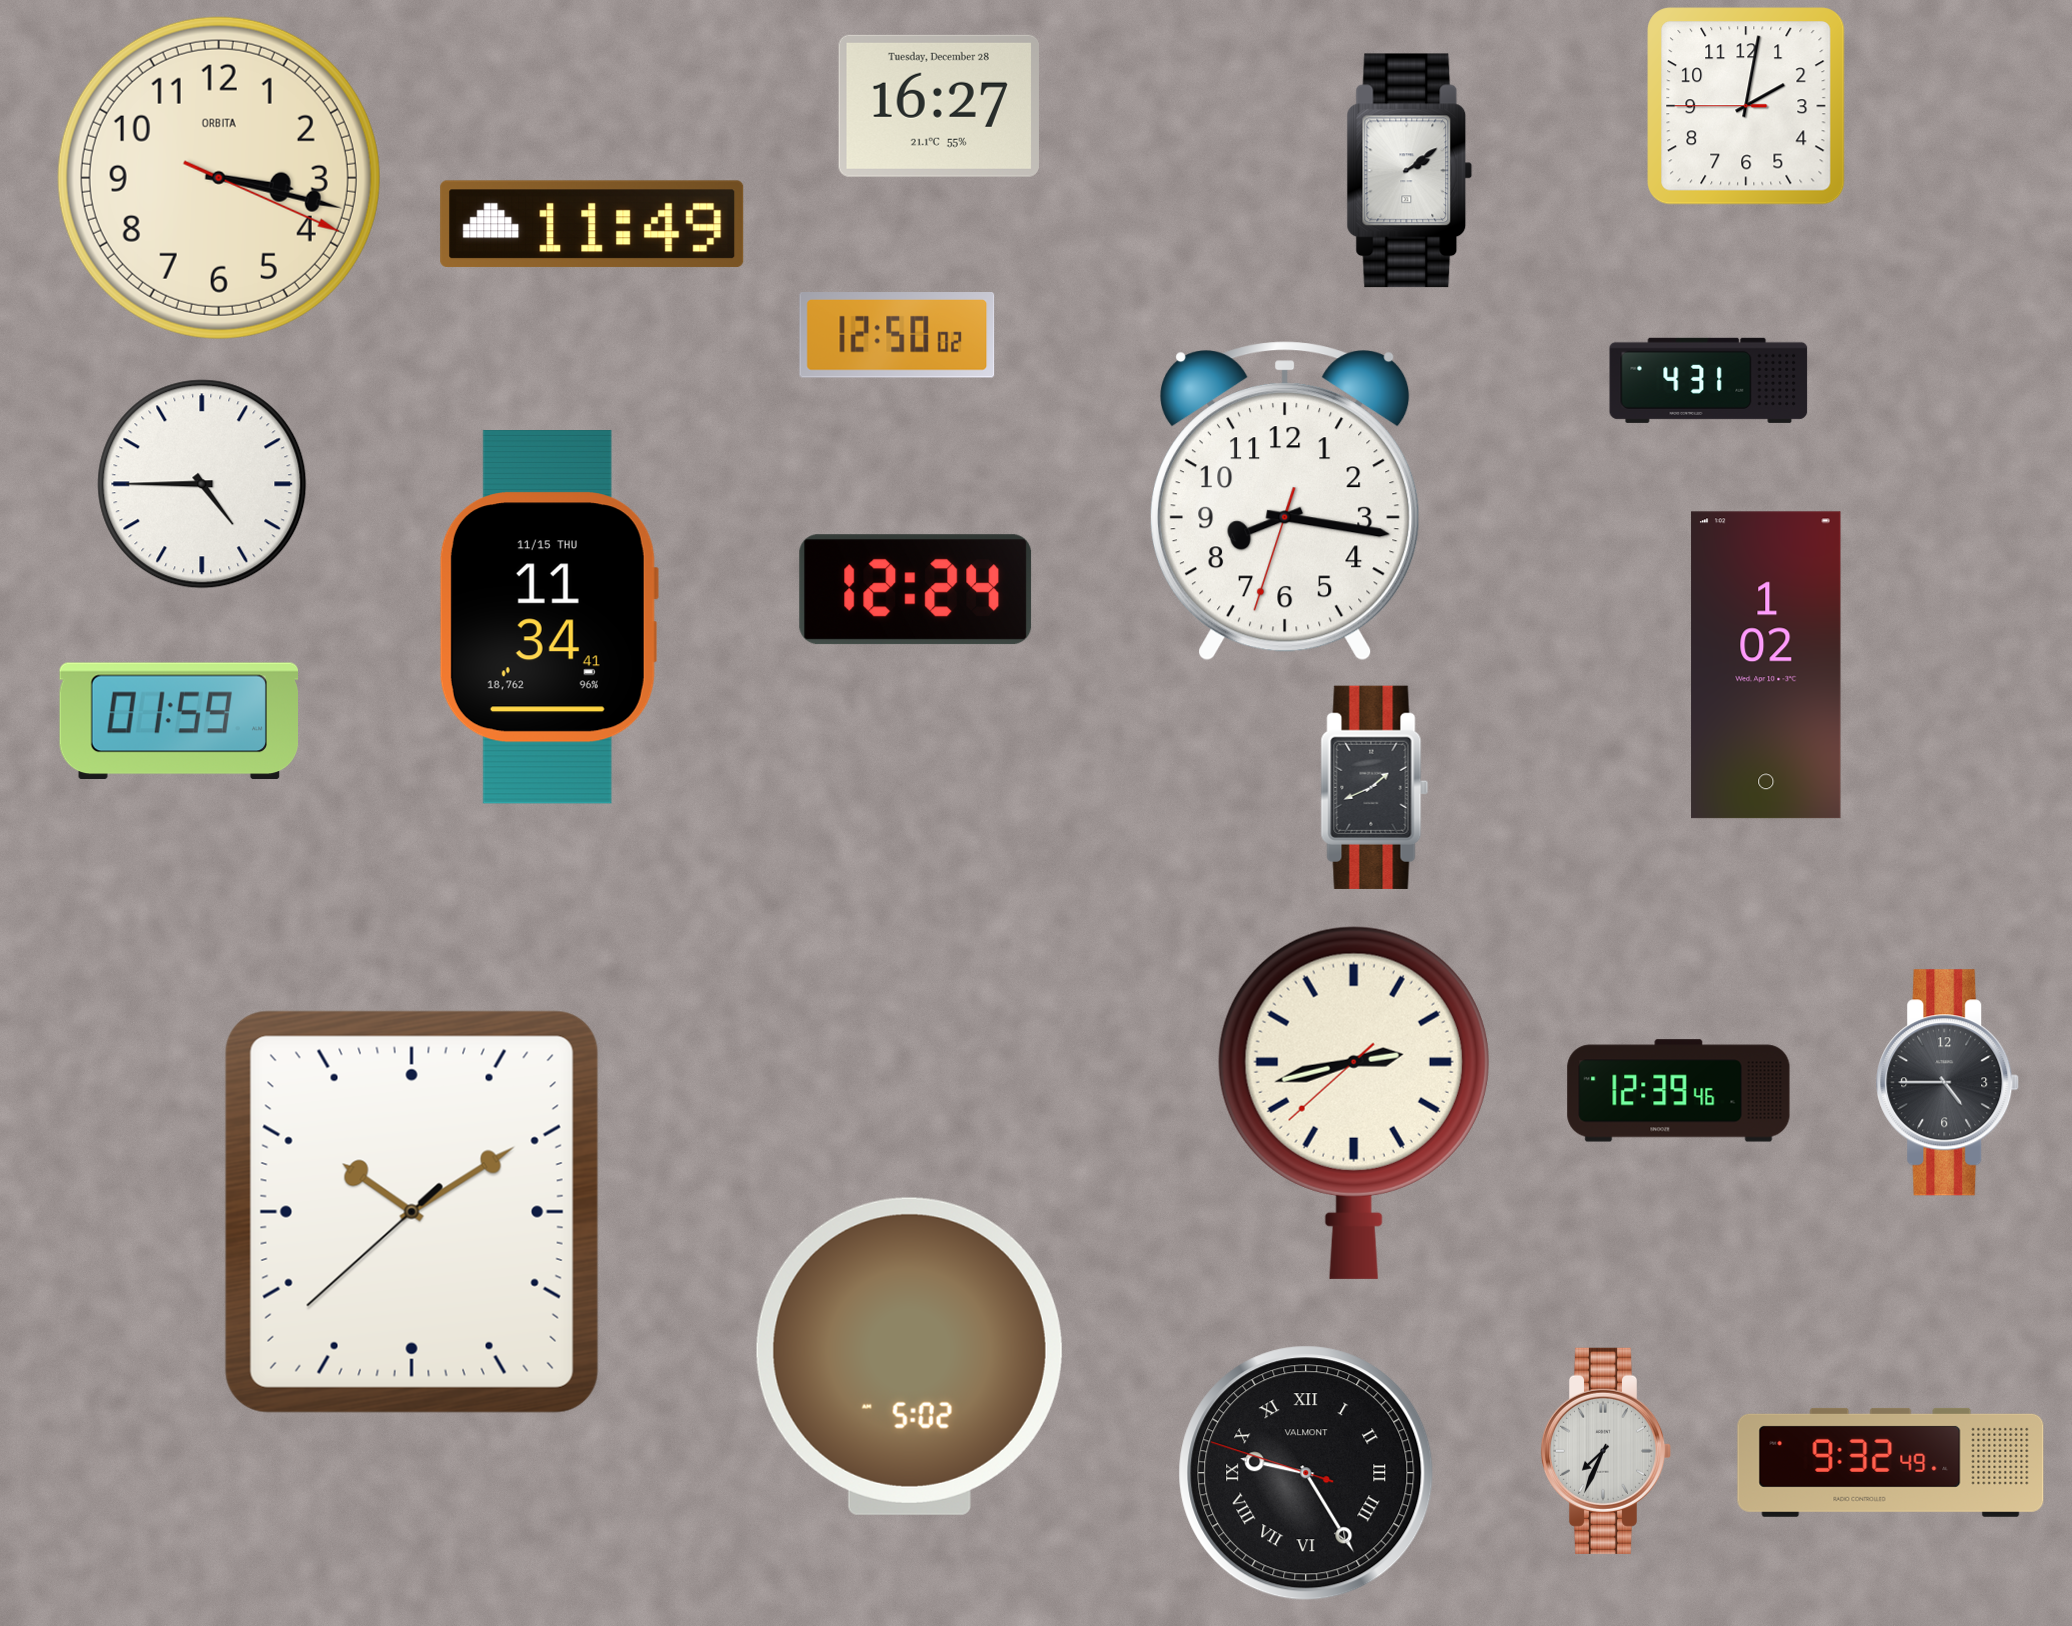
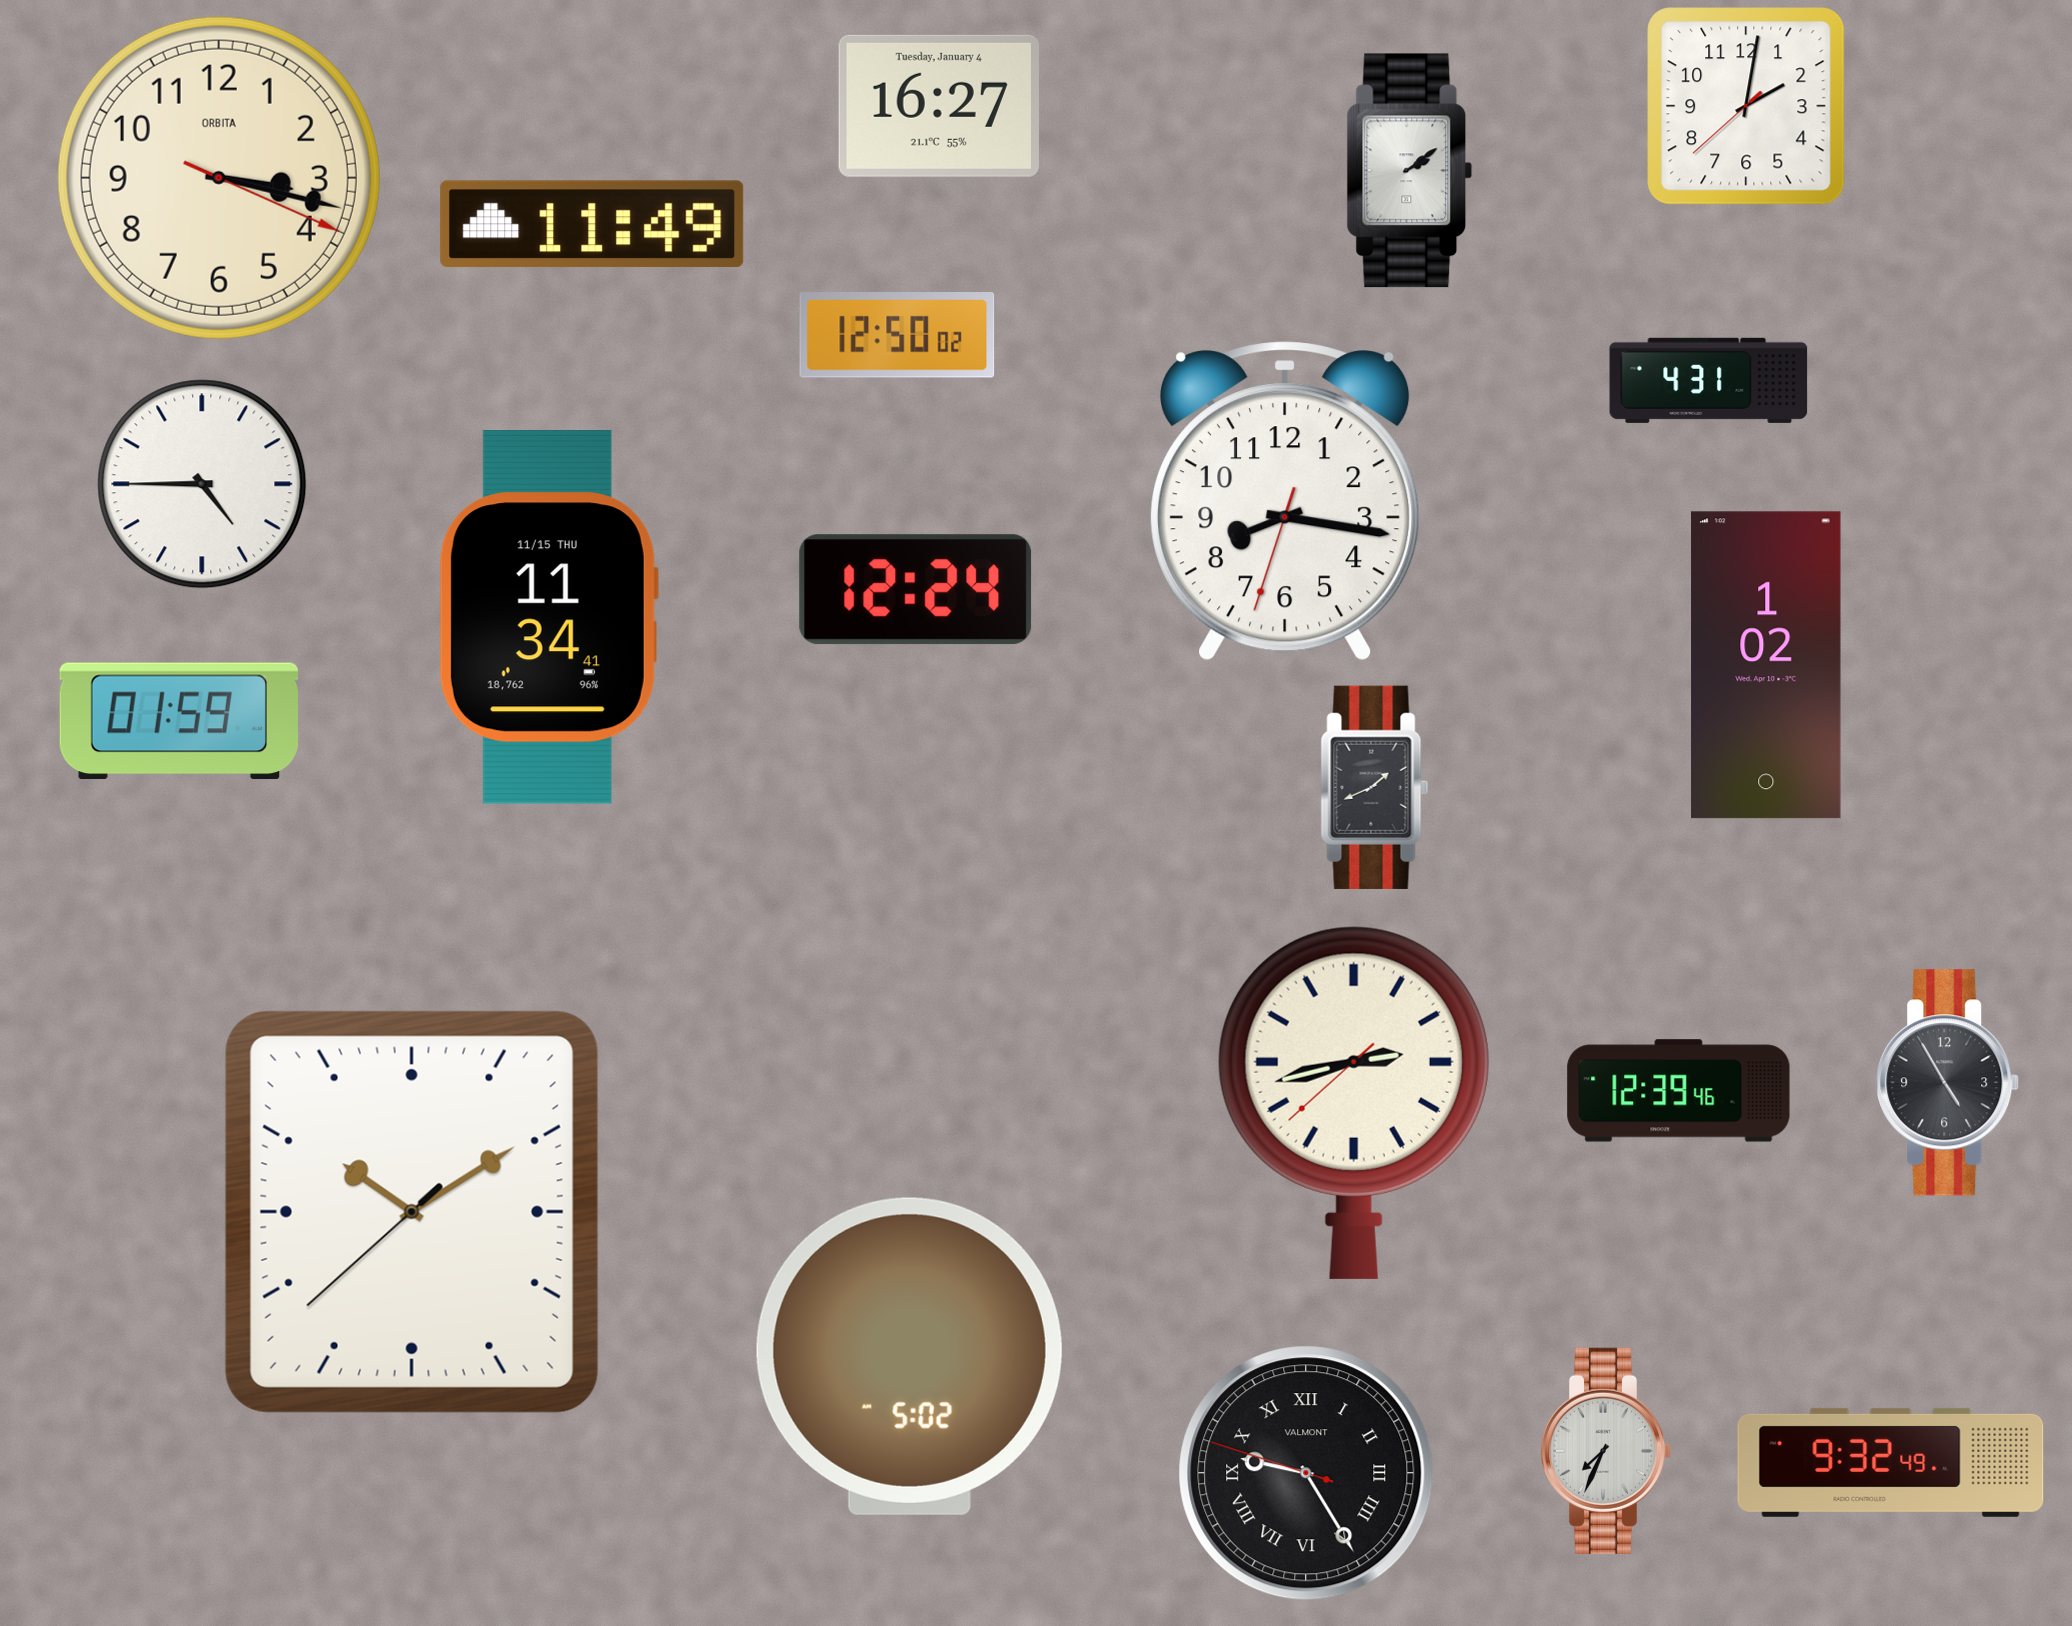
clock at (939, 106) date: Tuesday, December 28 -> Tuesday, January 4
clock at (1746, 106): 2:01:45 -> 2:01:38
clock at (1948, 1083): 4:45 -> 4:55
